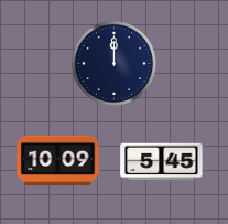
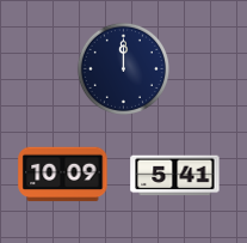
clock at (162, 162): 5:45 -> 5:41
